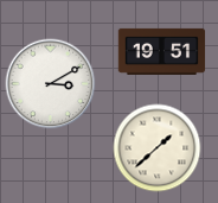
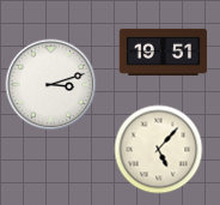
clock at (51, 84): 3:10 -> 3:12
clock at (158, 148): 1:38 -> 5:07
